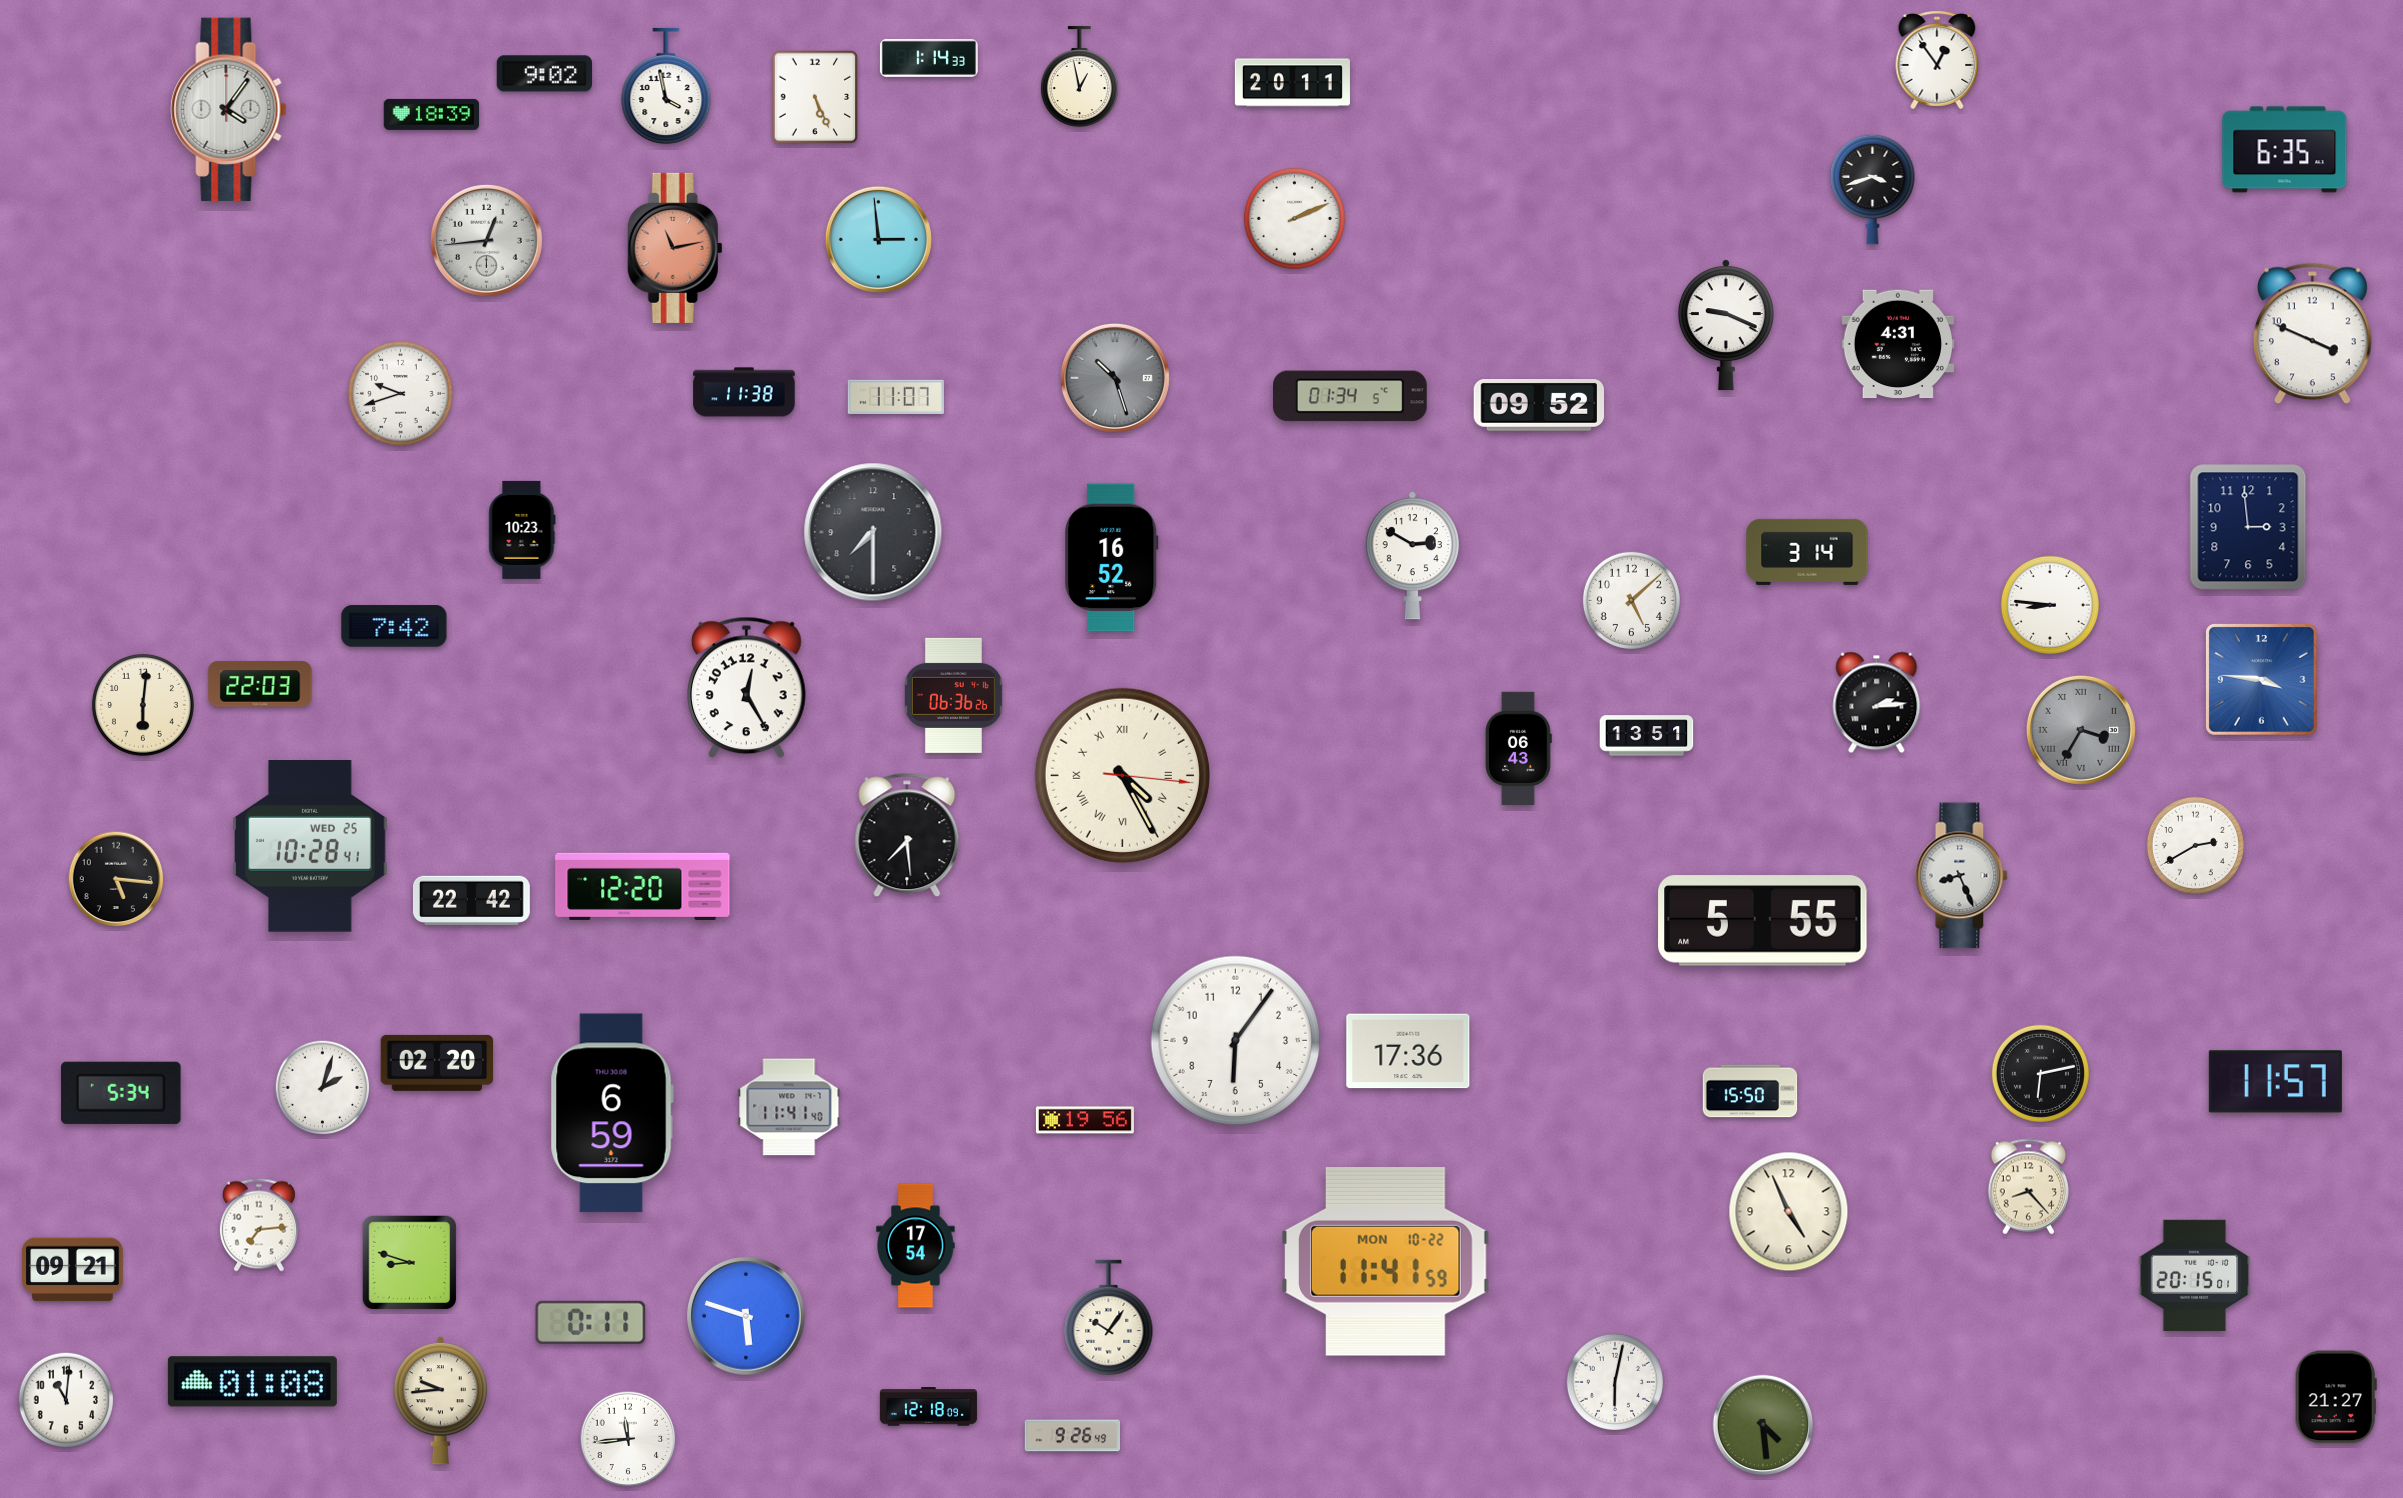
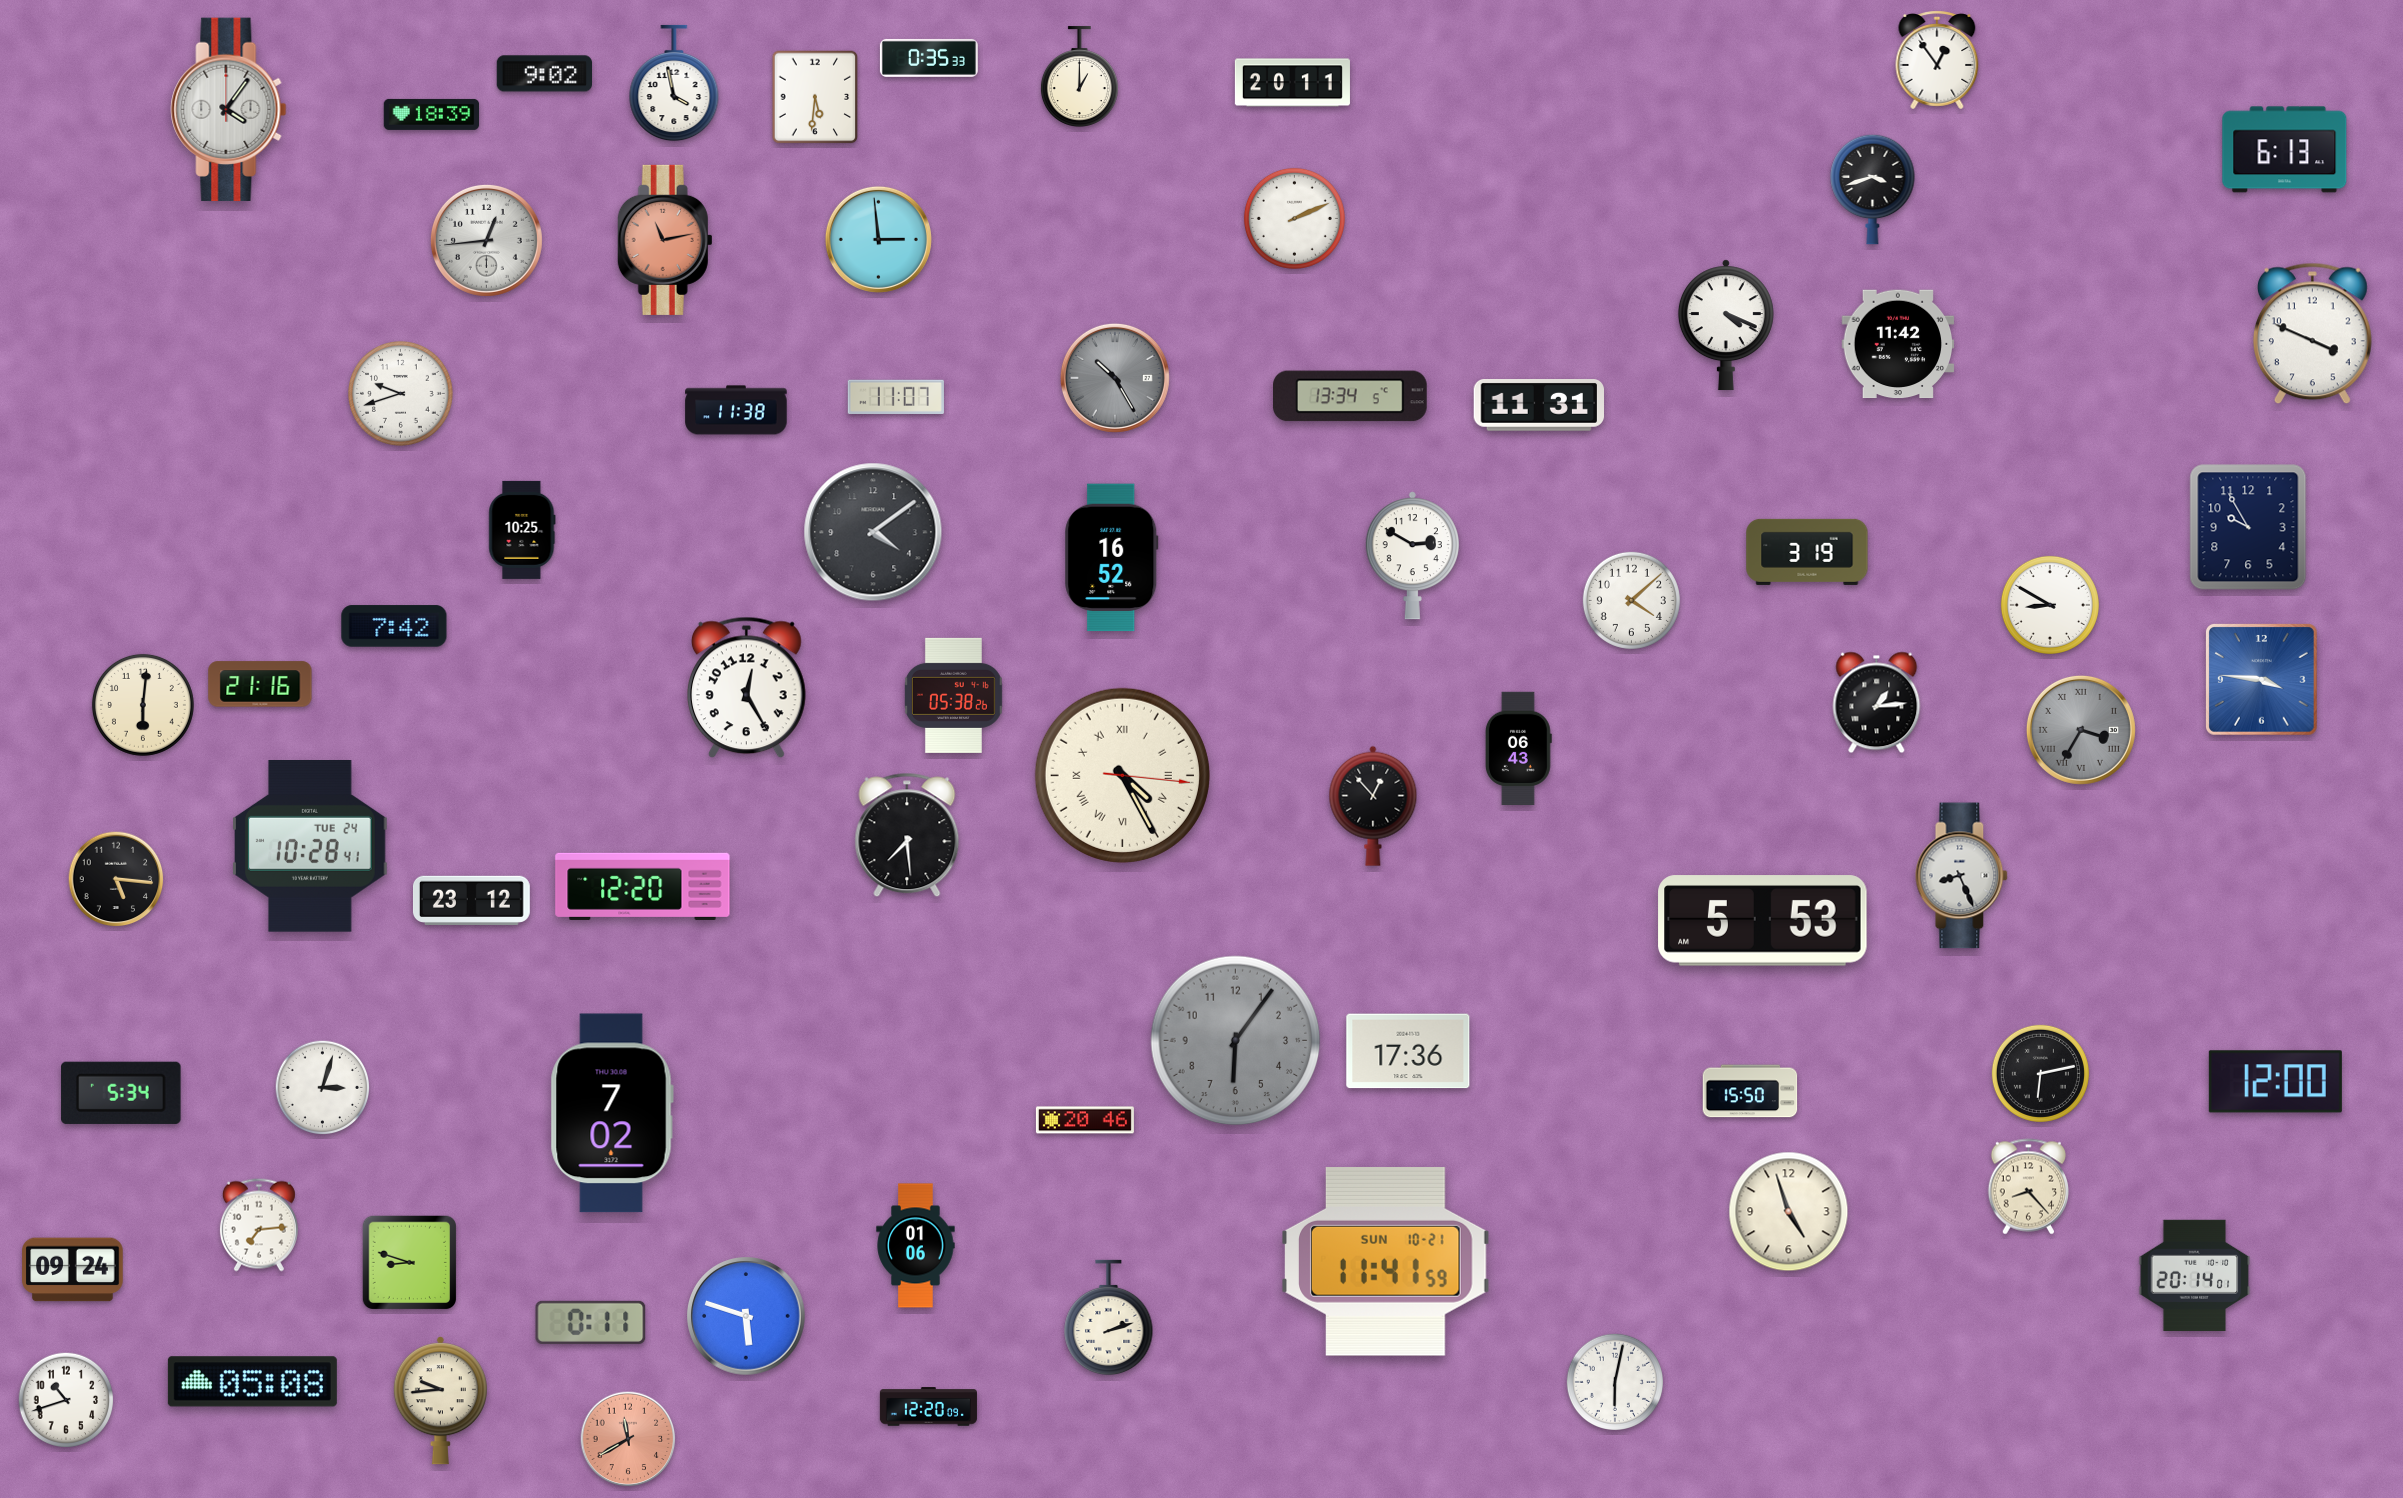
clock at (929, 58): 1:14 -> 0:35
clock at (1079, 76): 12:58 -> 1:00
clock at (666, 86) position: (666, 86) -> (674, 83)
clock at (815, 97): 5:26 -> 5:31
clock at (2285, 150): 6:35 -> 6:13
clock at (675, 248) position: (675, 248) -> (665, 240)
clock at (1726, 325): 9:19 -> 4:19
clock at (1898, 344): 4:31 -> 11:42
clock at (1115, 378): 10:27 -> 10:25
clock at (744, 392) position: (744, 392) -> (736, 410)
clock at (1351, 396): 01:34 -> 13:34
clock at (1539, 406): 09:52 -> 11:31
clock at (2248, 527): 2:59 -> 9:55
clock at (522, 530): 10:23 -> 10:25
clock at (873, 532): 7:30 -> 4:09
clock at (1807, 552): 3:14 -> 3:19
clock at (1631, 600): 5:08 -> 4:08
clock at (2050, 605): 8:46 -> 8:50
clock at (260, 684): 22:03 -> 21:16
clock at (953, 695): 06:36 -> 05:38
clock at (1877, 703): 2:14 -> 1:14
clock at (1647, 736): 13:51 -> none
clock at (1373, 806): none -> 12:53
clock at (2195, 845): 2:40 -> none
clock at (311, 847) date: WED 25 -> TUE 24
clock at (471, 900): 22:42 -> 23:12
clock at (1763, 921): 5:55 -> 5:53
clock at (1236, 1041) dial: white -> grey
clock at (437, 1063): 02:20 -> none
clock at (2275, 1082): 11:57 -> 12:00
clock at (323, 1088): 2:03 -> 3:03
clock at (789, 1107): 11:41 -> none
clock at (612, 1113): 6:59 -> 7:02
clock at (1085, 1120): 19:56 -> 20:46
clock at (1789, 1212): 4:56 -> 4:57
clock at (916, 1246): 17:54 -> 01:06
clock at (1386, 1261) date: MON 10-22 -> SUN 10-21
clock at (73, 1270): 09:21 -> 09:24
clock at (2195, 1275): 20:15 -> 20:14
clock at (1109, 1318): 10:06 -> 2:12
clock at (252, 1382): 01:08 -> 05:08
clock at (2336, 1397): 21:27 -> none
clock at (66, 1400): 11:01 -> 10:42
clock at (928, 1407): 12:18 -> 12:20
clock at (1762, 1424): 4:29 -> none
clock at (1073, 1436): 9:26 -> none
clock at (628, 1439): 11:44 -> 11:40
clock at (628, 1439) dial: white -> salmon
